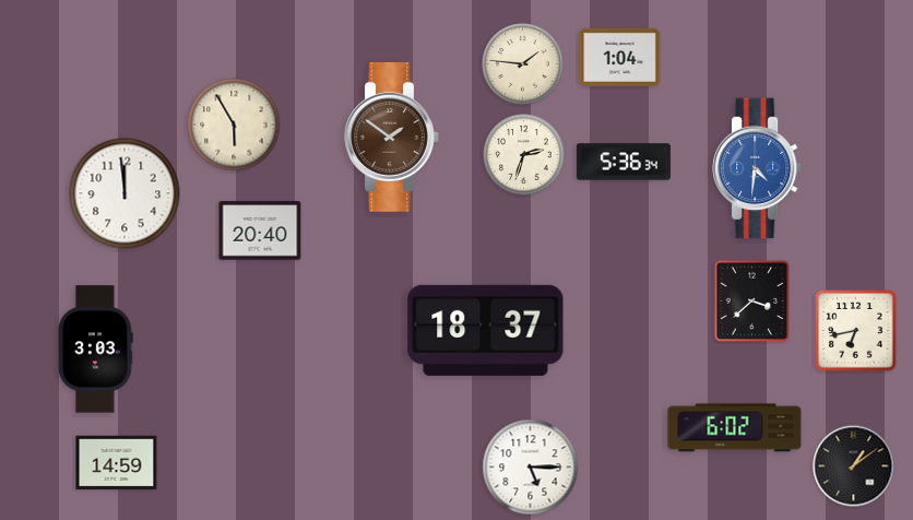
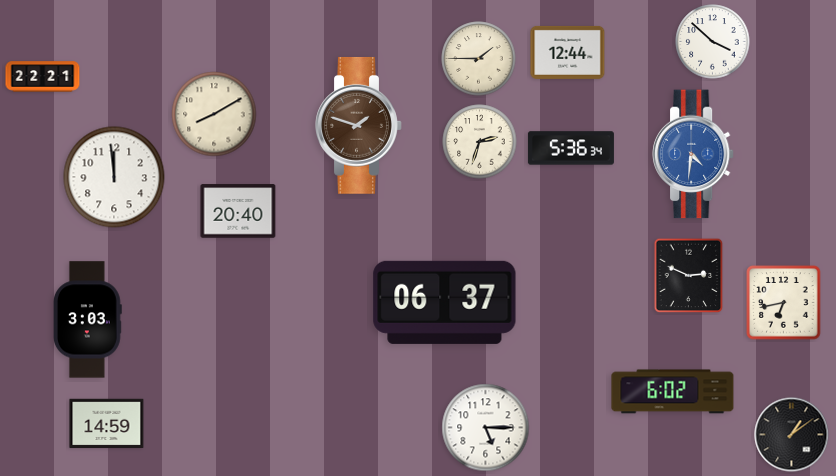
clock at (713, 42): none -> 3:52
clock at (620, 57): 1:04 -> 12:44
clock at (523, 64): 1:46 -> 1:45
clock at (43, 77): none -> 22:21
clock at (234, 125): 5:55 -> 8:10
clock at (392, 137): 1:51 -> 1:48
clock at (752, 302): 3:38 -> 2:49
clock at (486, 330): 18:37 -> 06:37
clock at (854, 466) position: (854, 466) -> (792, 435)
